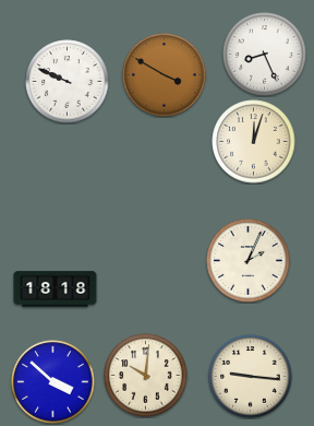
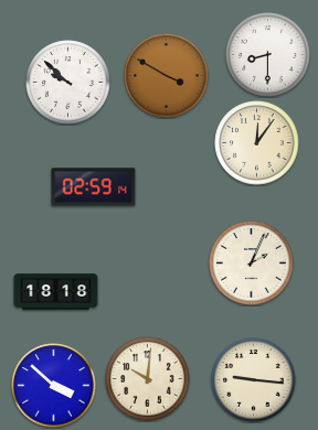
clock at (265, 55): 8:26 -> 8:30
clock at (68, 82): 9:49 -> 9:52
clock at (254, 142): 12:03 -> 12:06
clock at (94, 187): none -> 02:59
